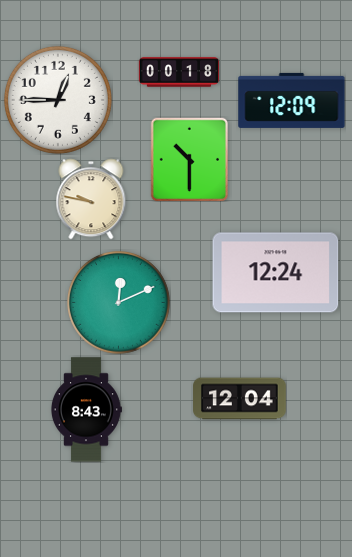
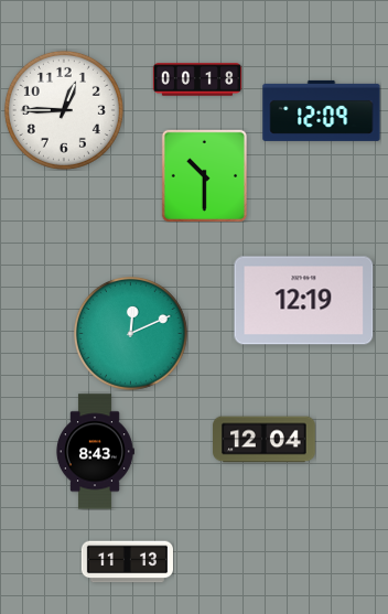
clock at (190, 159) position: (190, 159) -> (205, 175)
clock at (91, 199): 9:47 -> none
clock at (276, 273): 12:24 -> 12:19
clock at (127, 562): none -> 11:13
